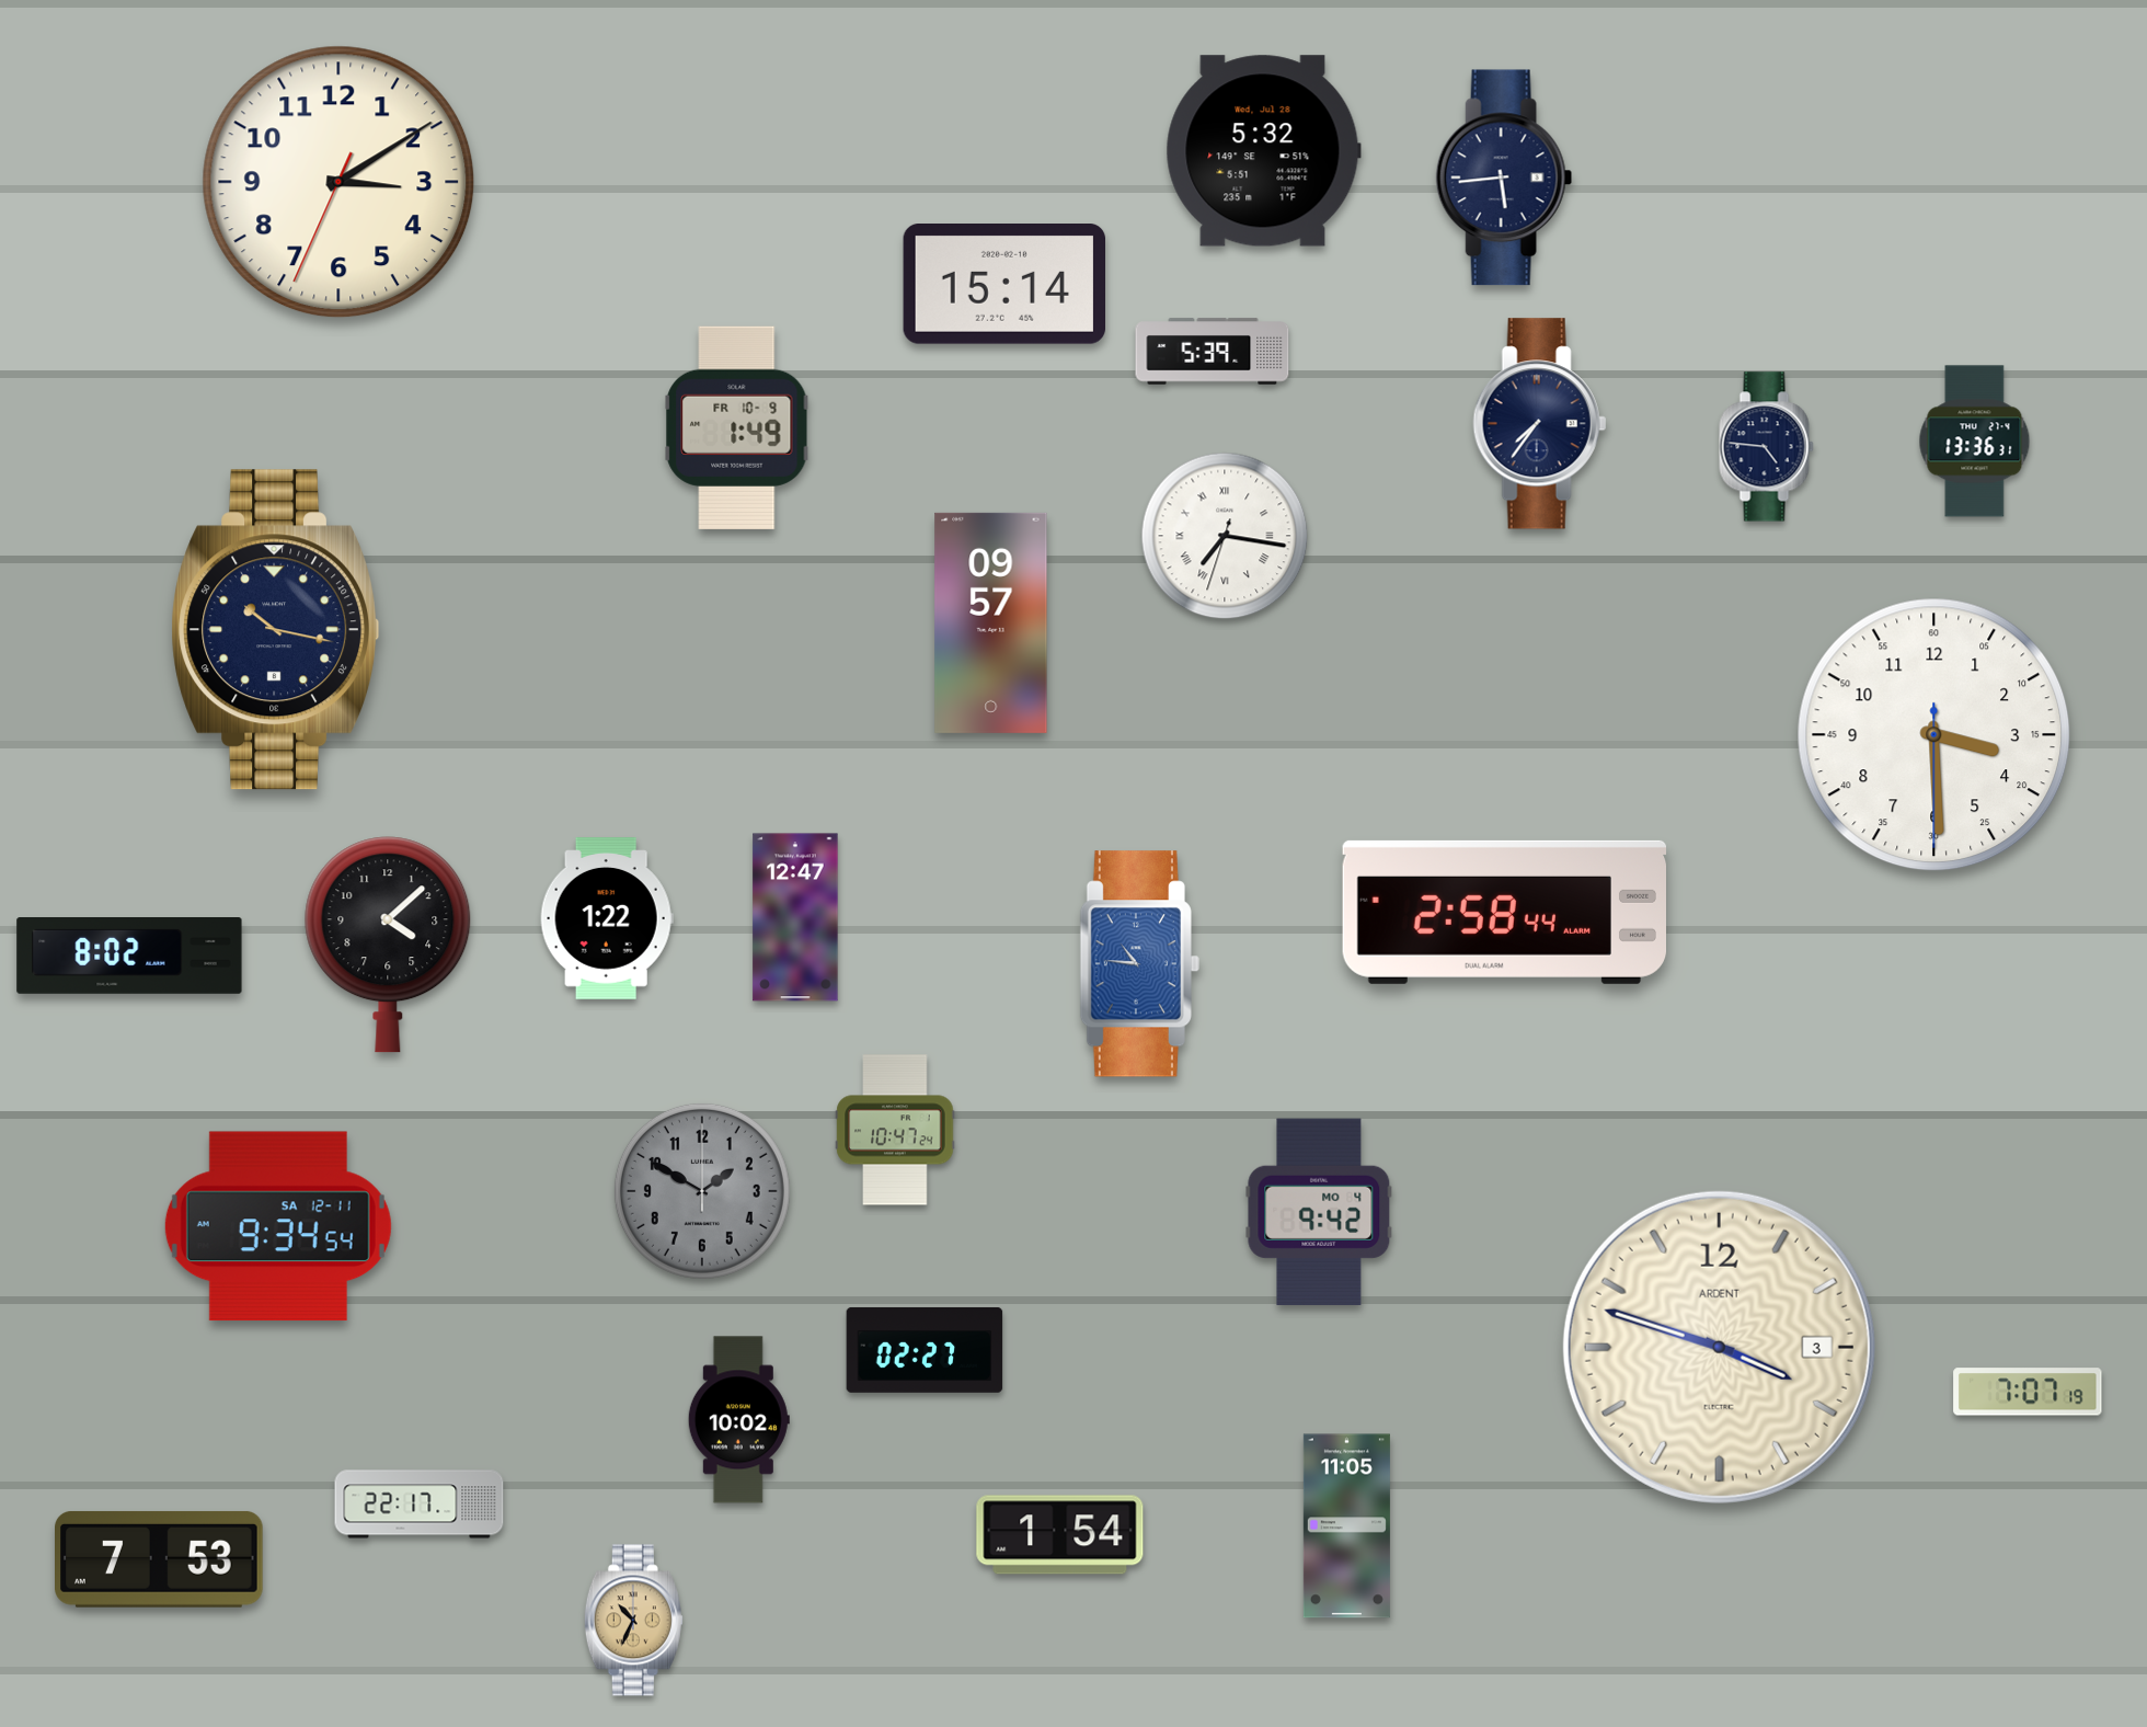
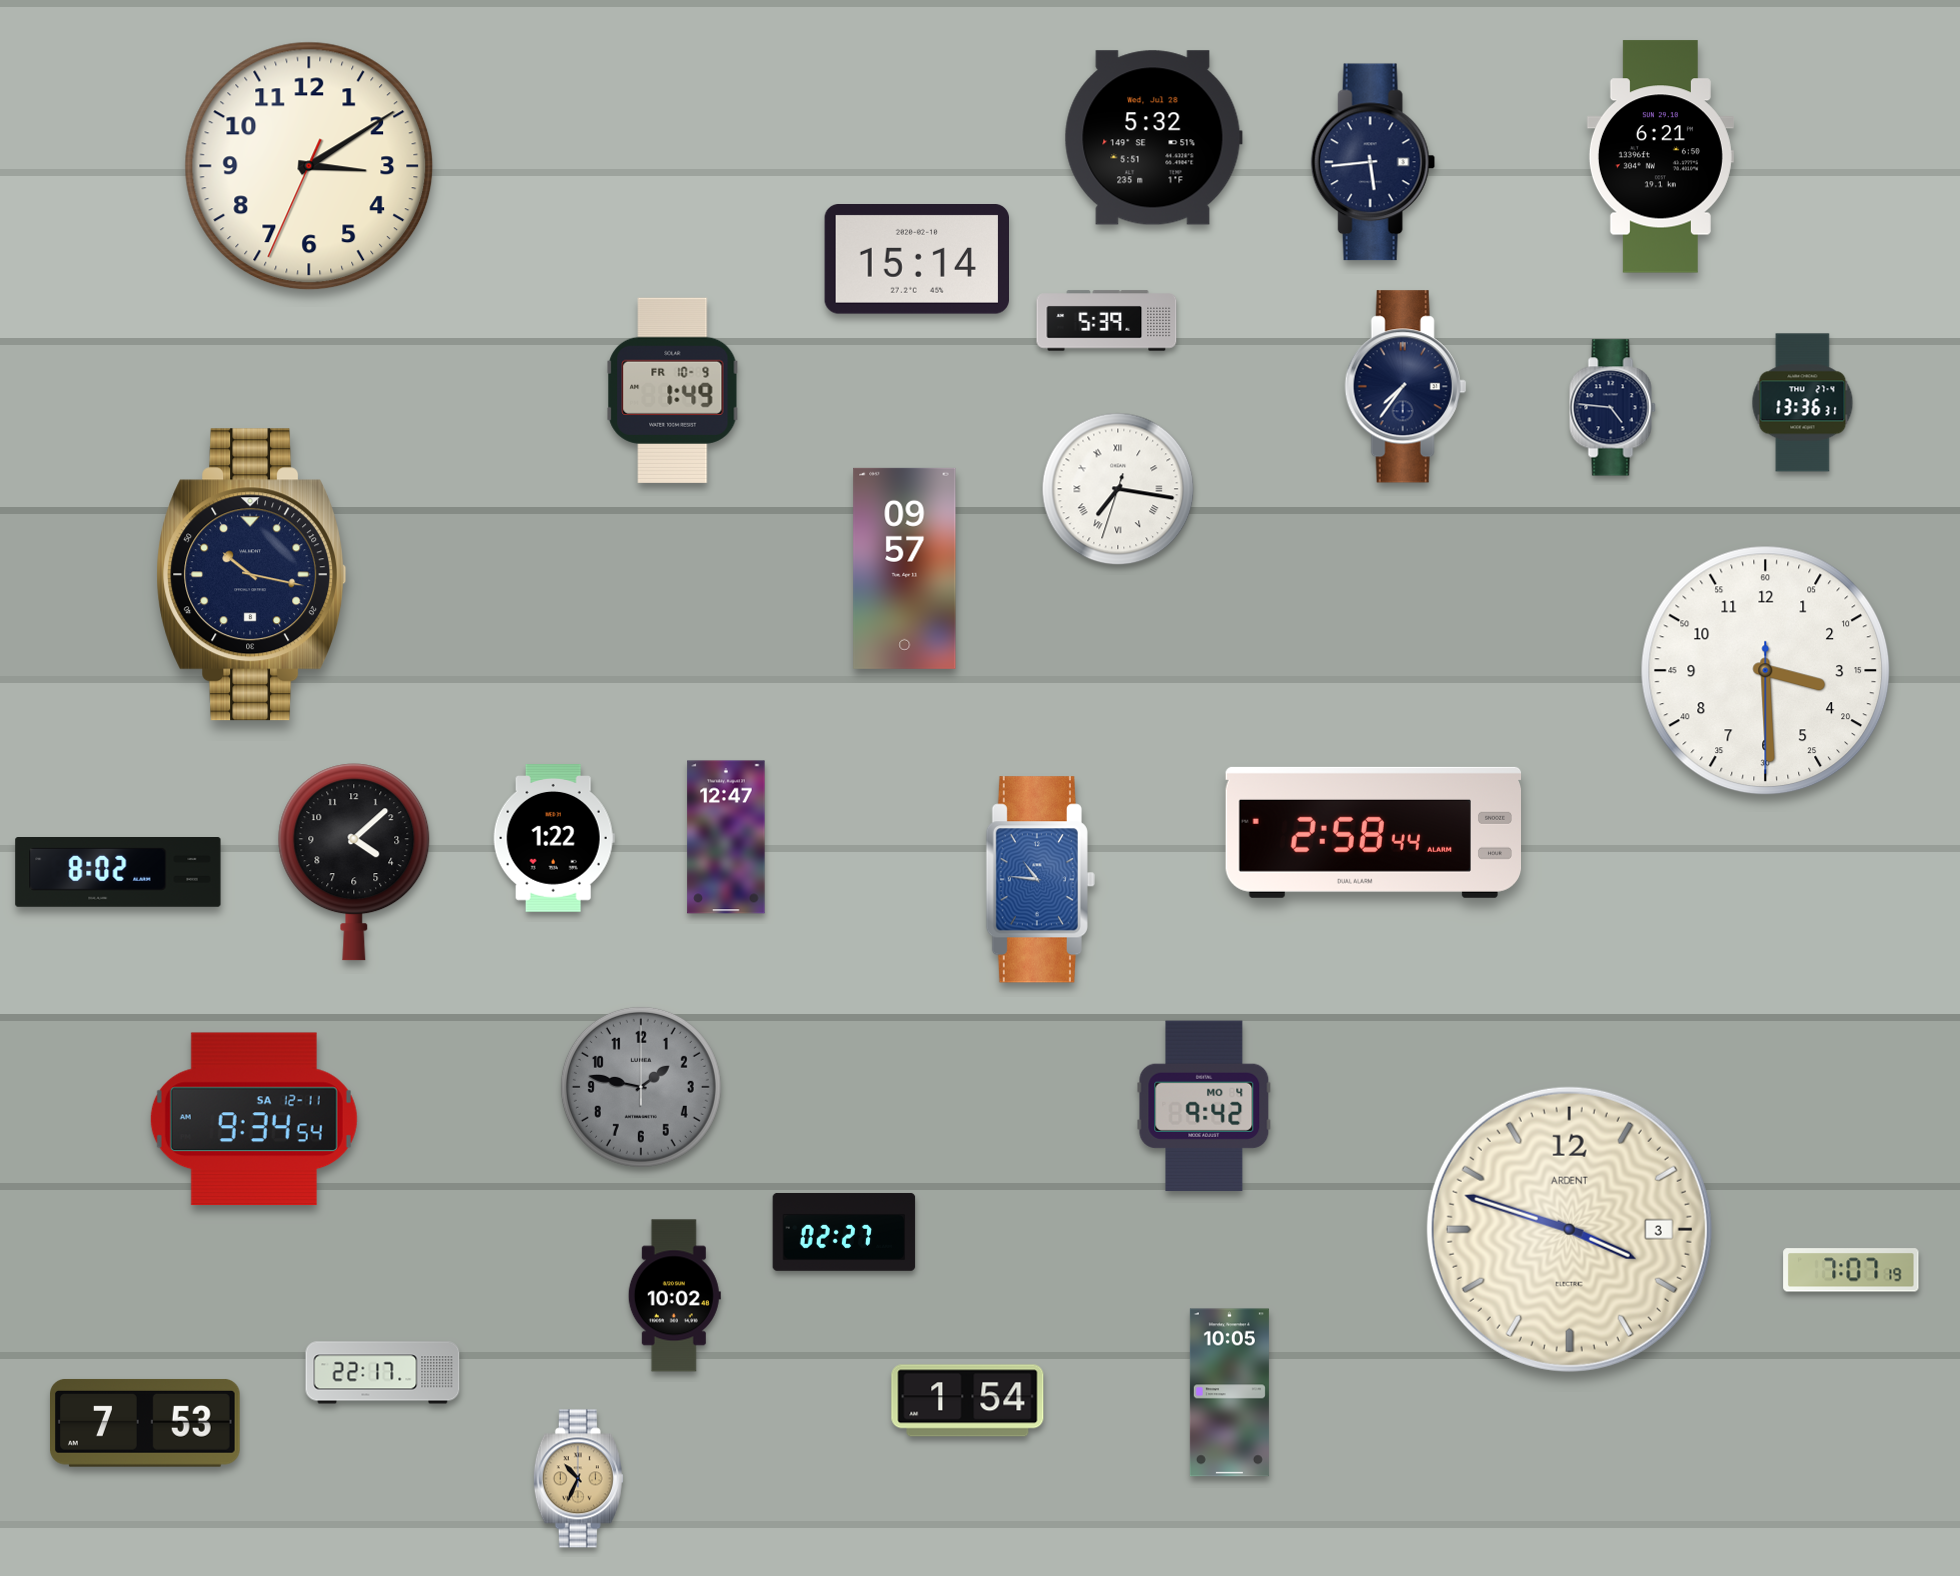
clock at (1660, 157): none -> 6:21
clock at (895, 1130): 10:47 -> none
clock at (702, 1191): 1:50 -> 1:47
clock at (1346, 1526): 11:05 -> 10:05
